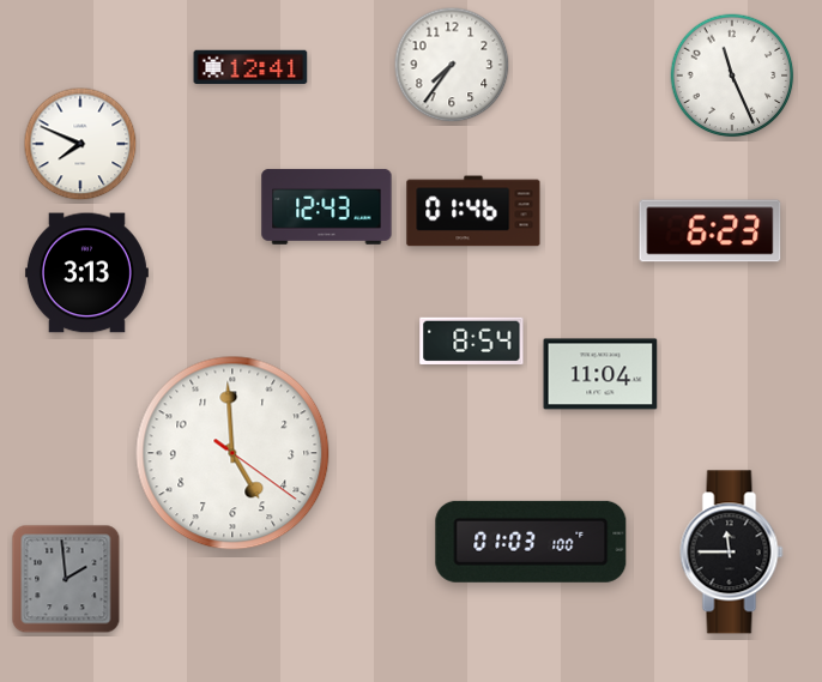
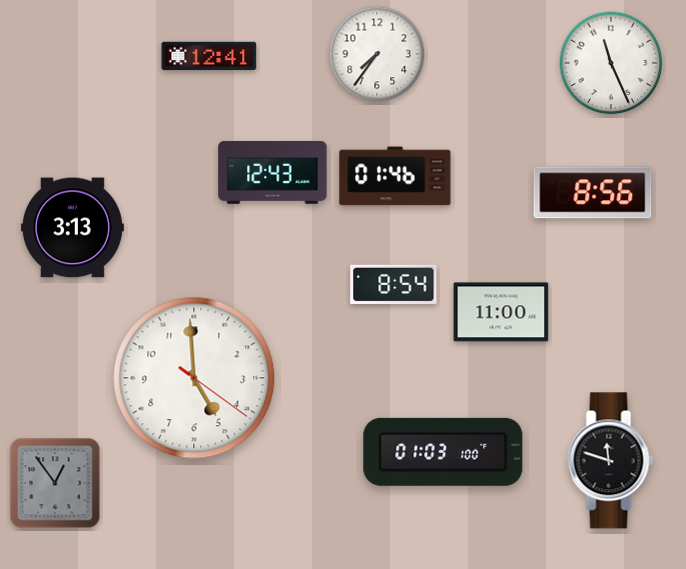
clock at (80, 144): 7:49 -> none
clock at (711, 231): 6:23 -> 8:56
clock at (600, 374): 11:04 -> 11:00
clock at (732, 553): 11:45 -> 11:48
clock at (66, 579): 1:59 -> 12:54
